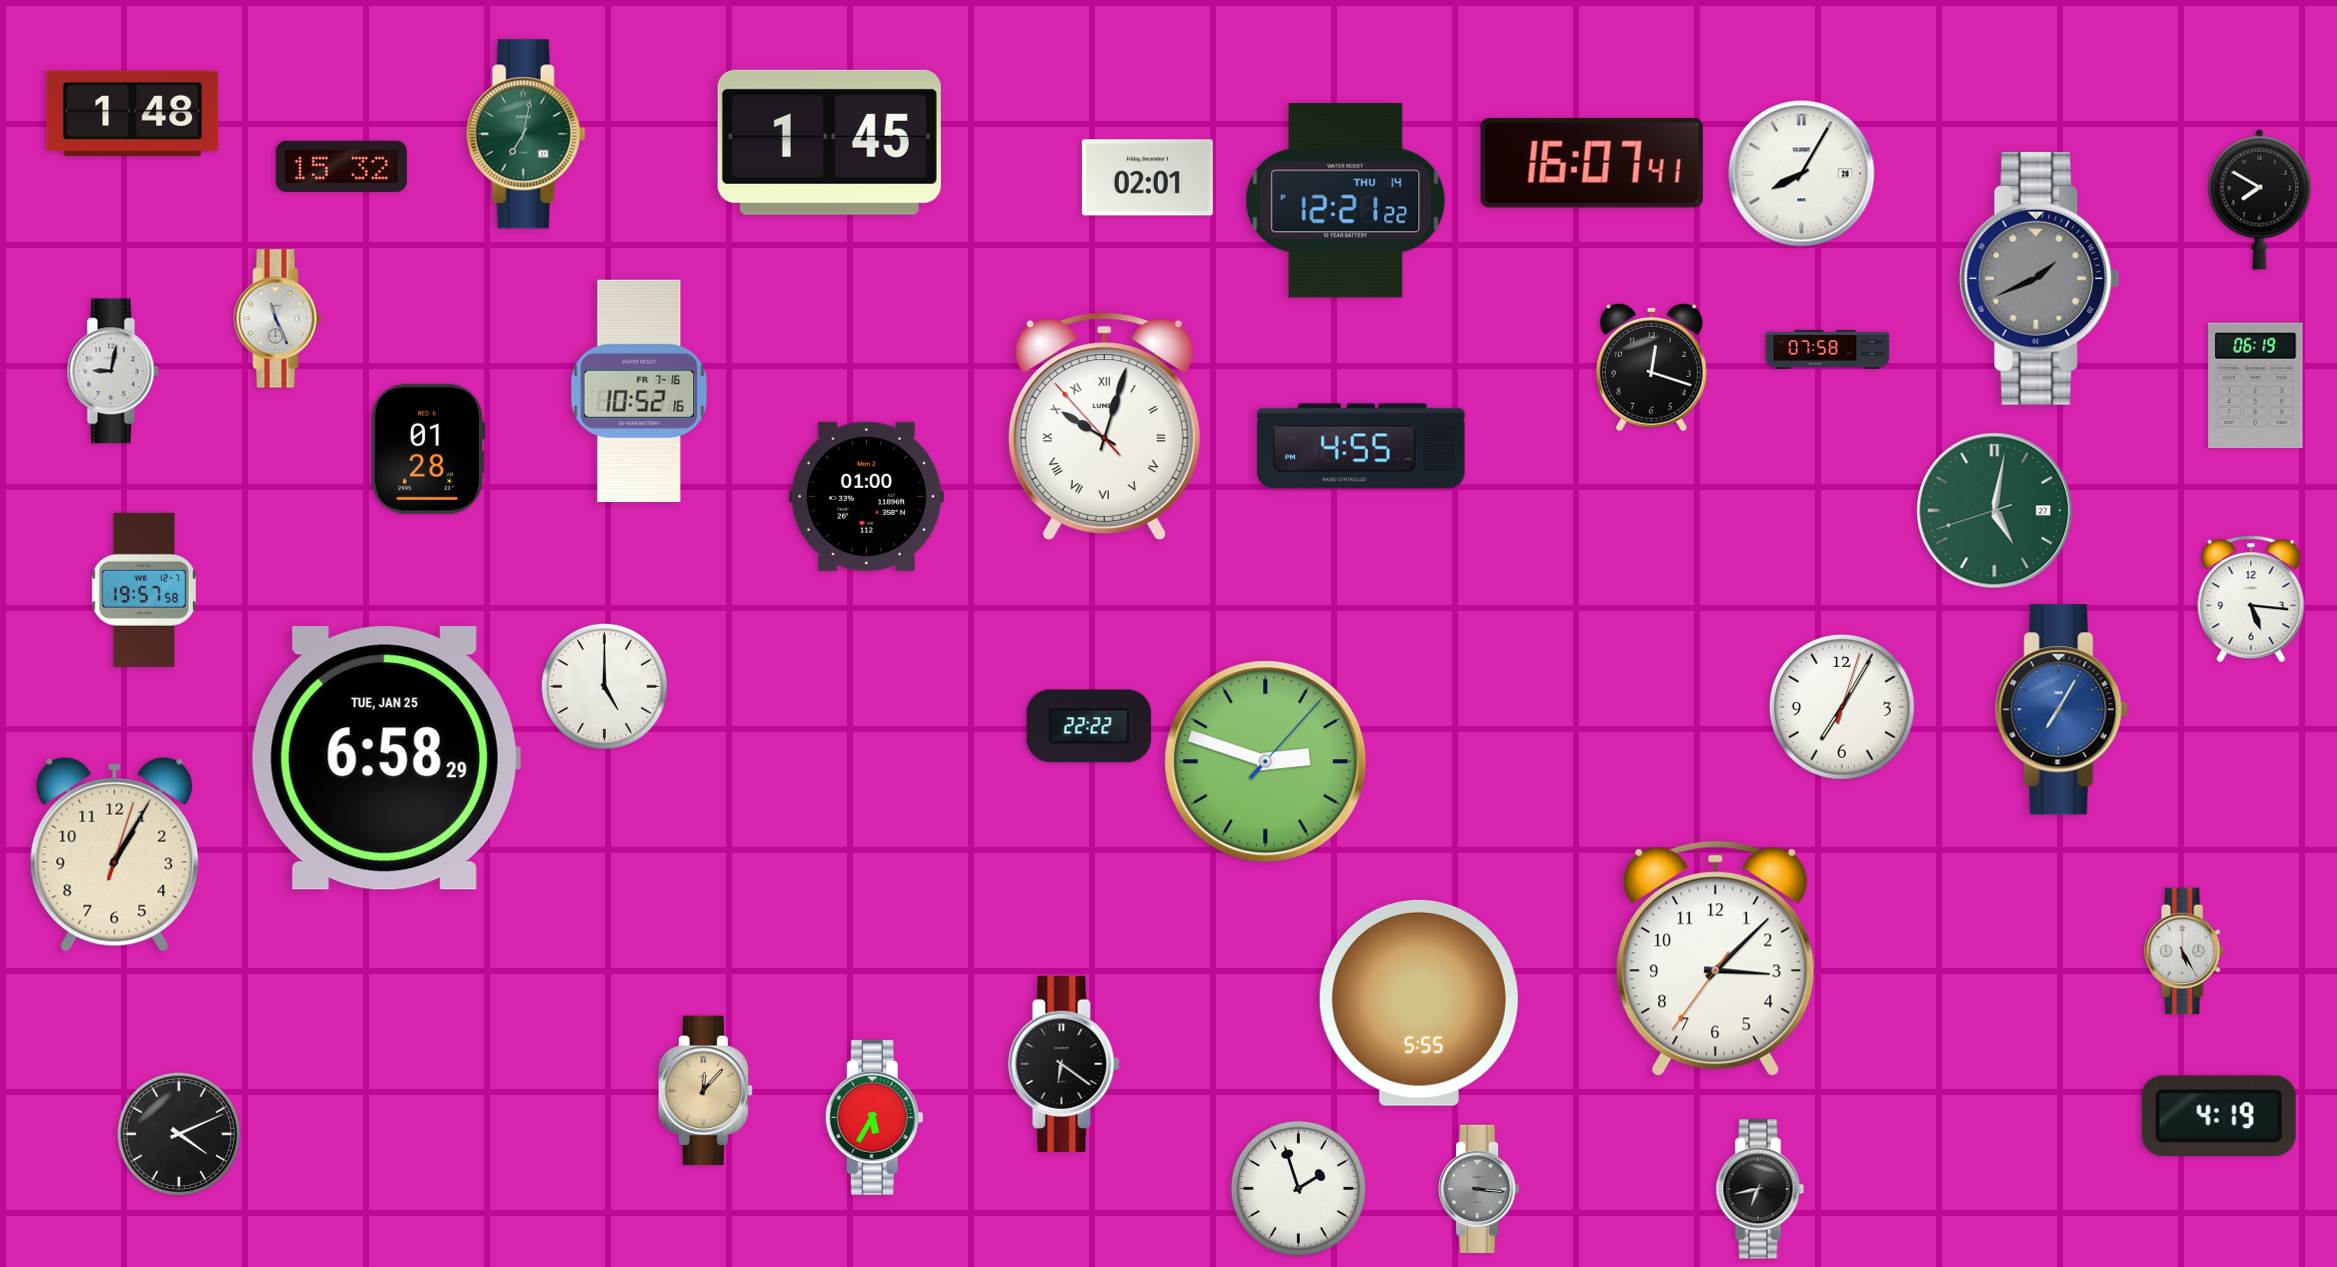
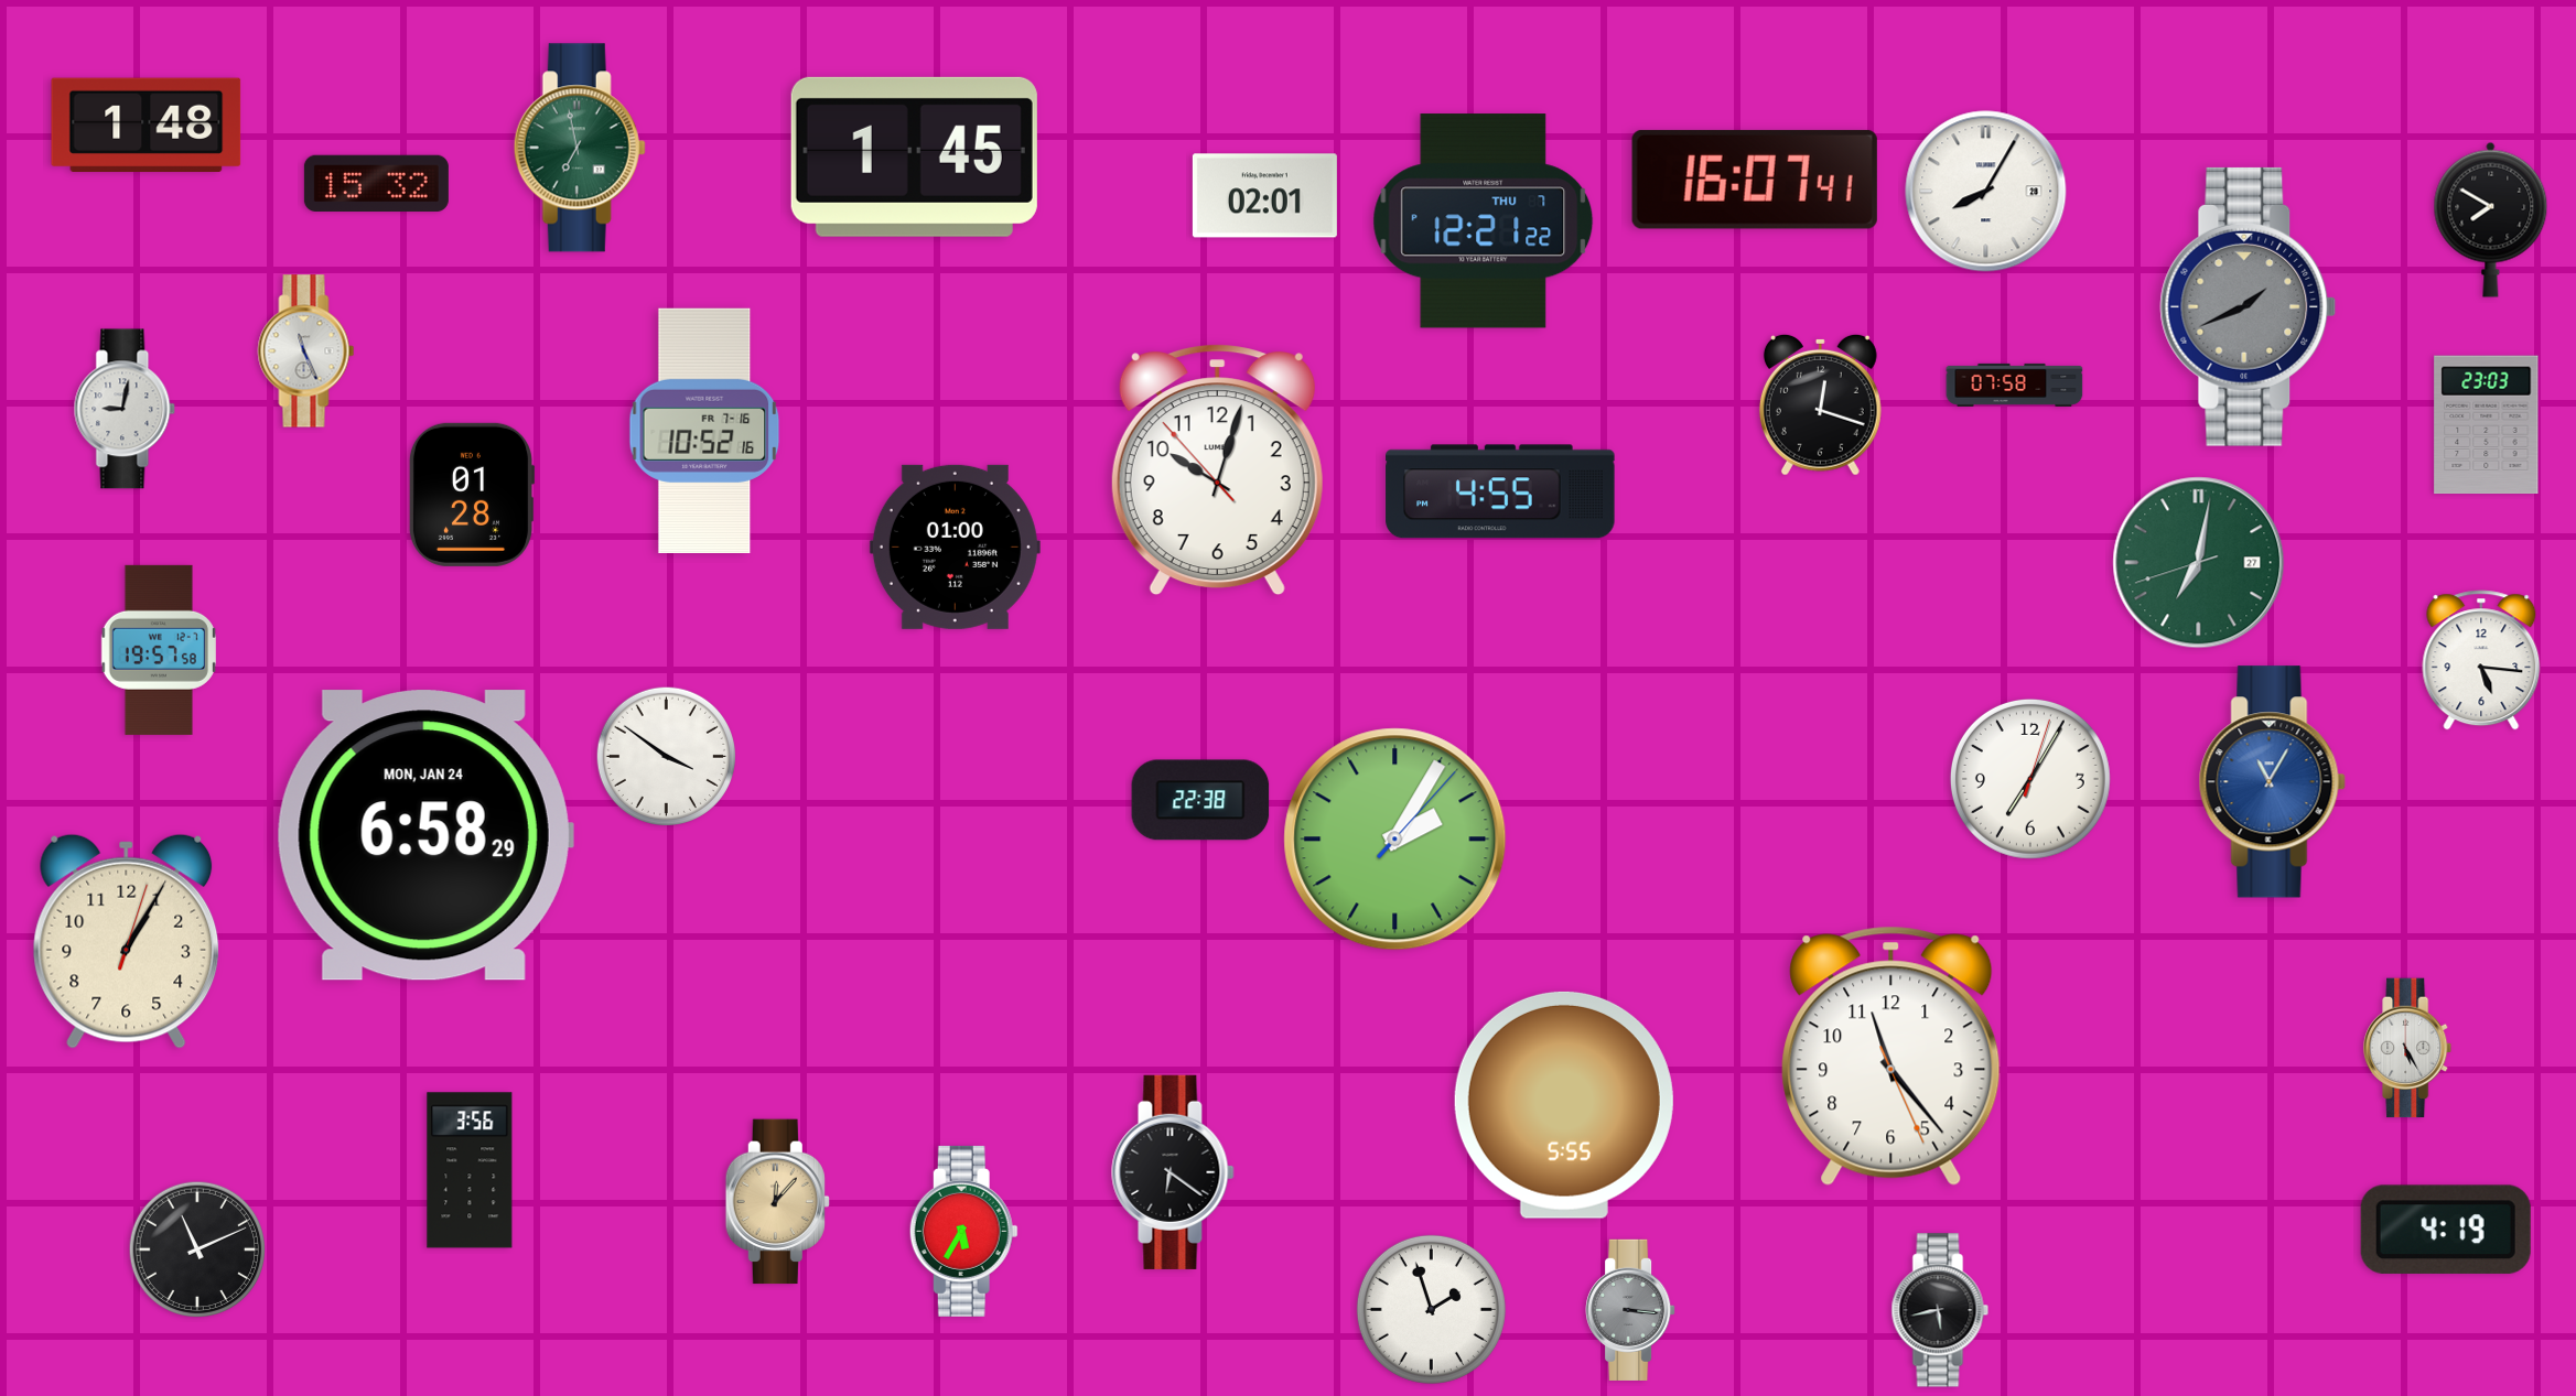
clock at (526, 134): 7:02 -> 6:58
clock at (1346, 201) date: THU 14 -> THU 7
clock at (2256, 386): 06:19 -> 23:03
clock at (1104, 427) numerals: Roman -> Arabic
clock at (1995, 511): 5:01 -> 7:01
clock at (604, 686): 5:00 -> 3:51
clock at (2061, 710): 7:05 -> 11:05
clock at (1089, 726): 22:22 -> 22:38
clock at (386, 758) date: TUE, JAN 25 -> MON, JAN 24
clock at (1266, 762): 2:48 -> 2:05
clock at (1716, 958): 3:07 -> 11:23
clock at (470, 1170): none -> 3:56
clock at (179, 1134): 4:11 -> 11:11
clock at (1760, 1189): 6:43 -> 5:43
